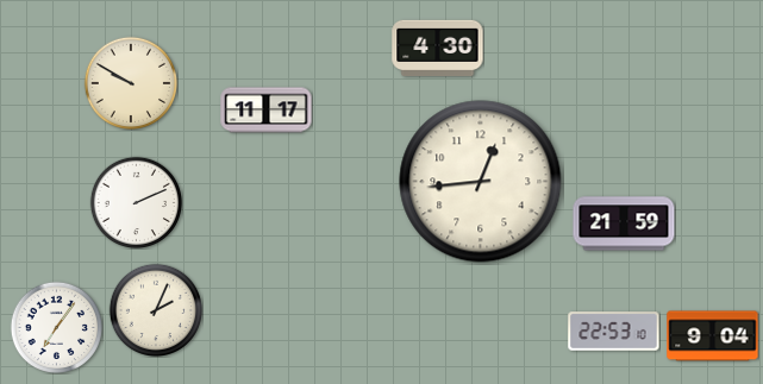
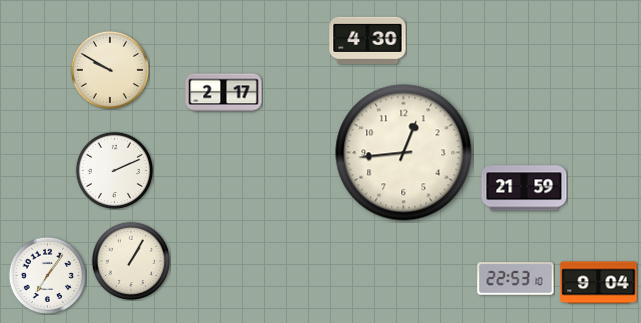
clock at (267, 111): 11:17 -> 2:17
clock at (155, 309): 2:04 -> 1:05
